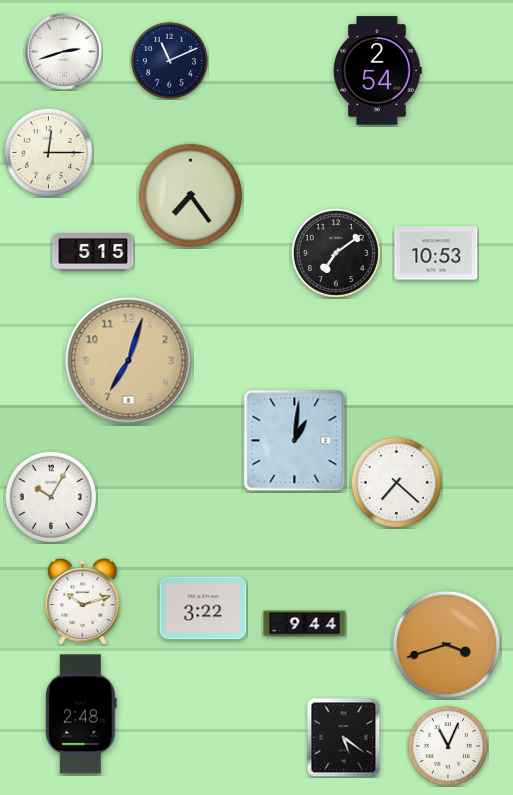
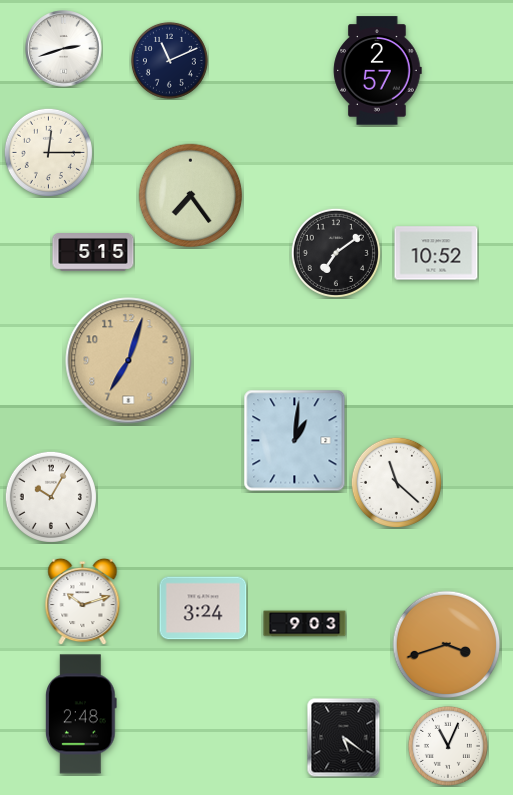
clock at (64, 52) position: (64, 52) -> (64, 49)
clock at (378, 71): 2:54 -> 2:57
clock at (436, 253): 10:53 -> 10:52
clock at (396, 482): 7:22 -> 11:22
clock at (203, 608): 3:22 -> 3:24
clock at (305, 624): 9:44 -> 9:03
